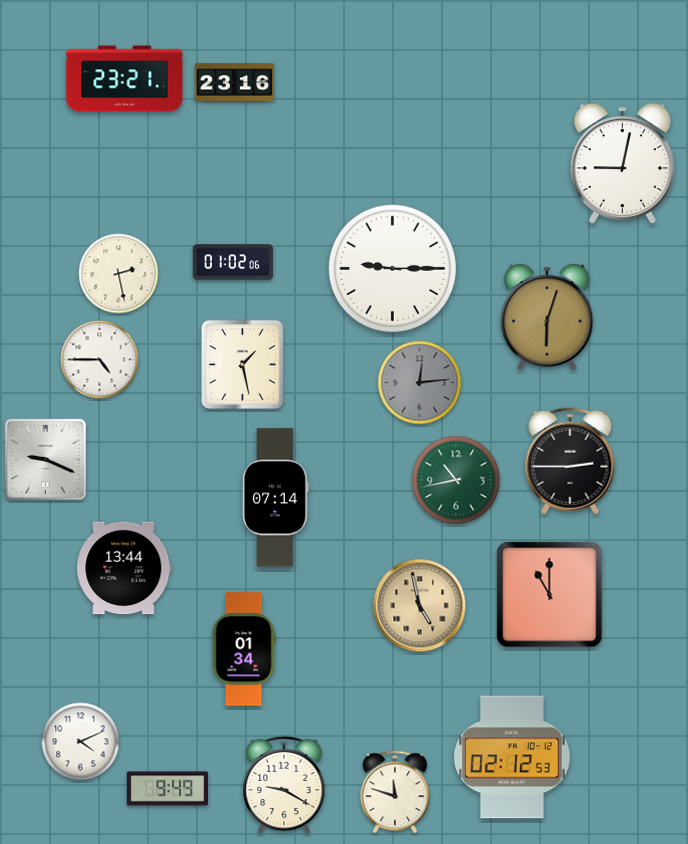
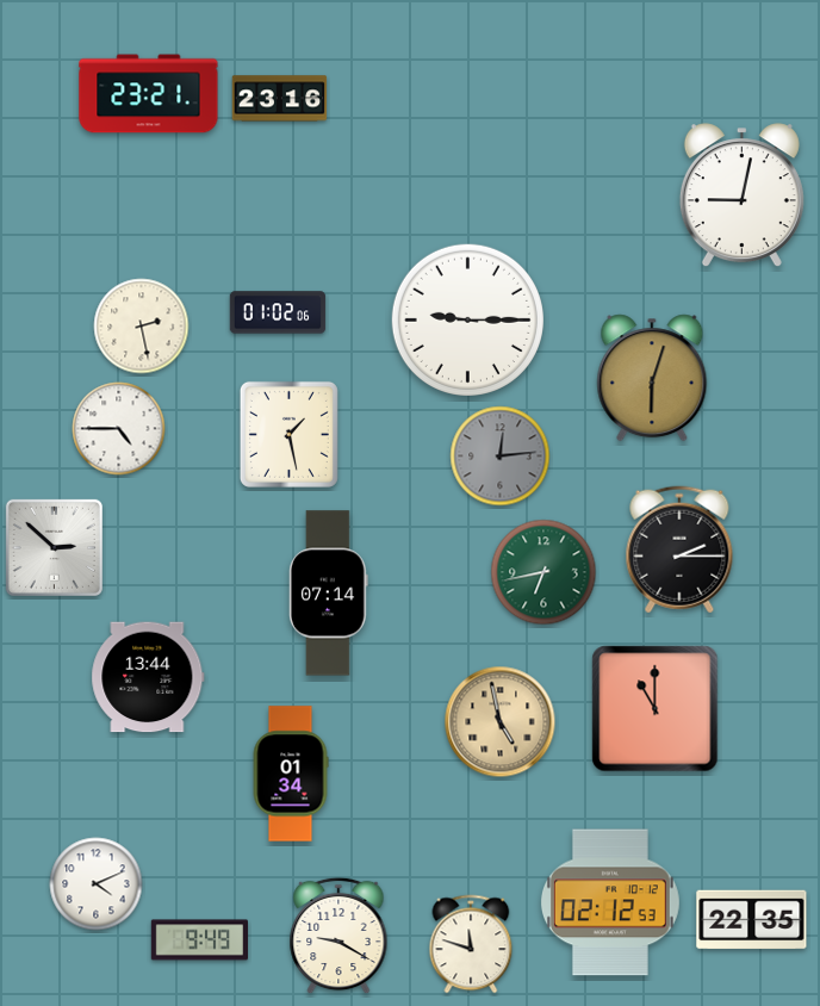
clock at (45, 459): 9:19 -> 2:52
clock at (570, 461): 2:45 -> 2:15
clock at (456, 480): 10:43 -> 6:43
clock at (752, 920): none -> 22:35
